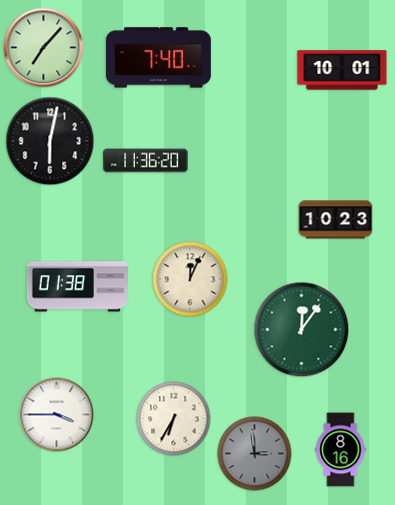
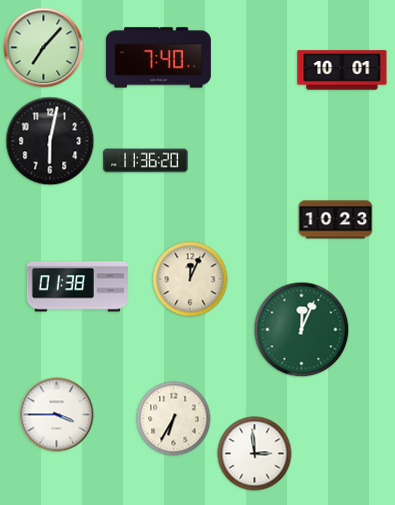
clock at (302, 330): 12:06 -> 12:04
clock at (341, 450): 8:16 -> none
clock at (255, 454) dial: grey -> white
